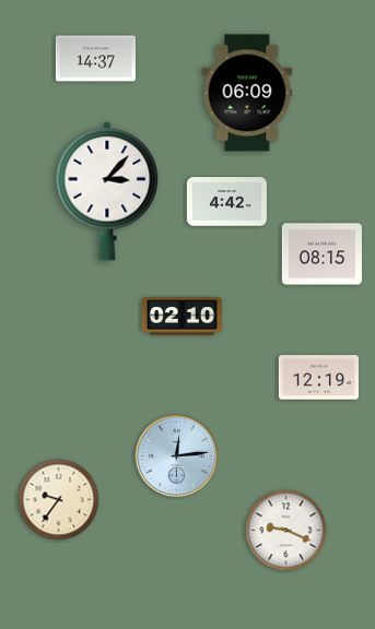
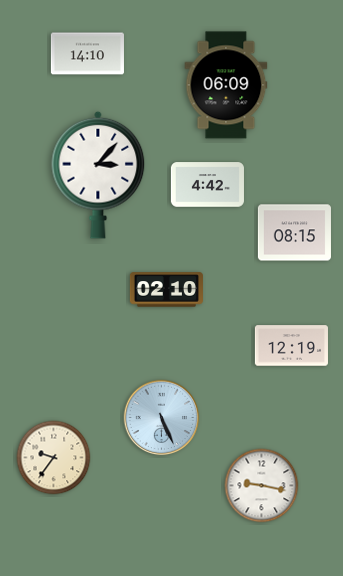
clock at (95, 59): 14:37 -> 14:10
clock at (177, 456): 12:14 -> 5:26
clock at (286, 531): 9:19 -> 9:17
